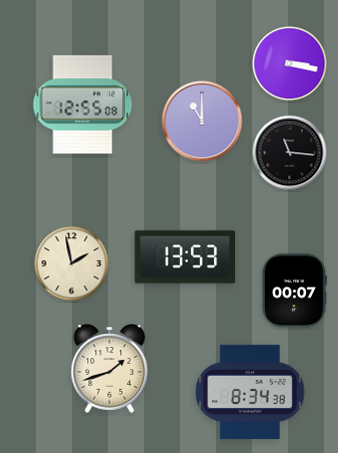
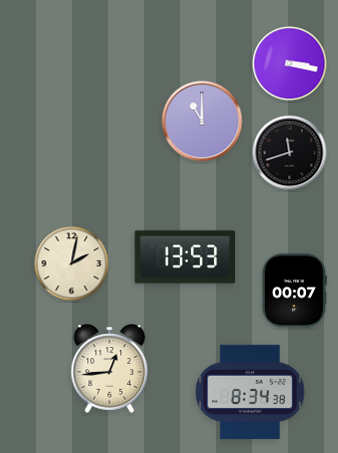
clock at (83, 105): 12:55 -> none
clock at (290, 153): 11:16 -> 11:42
clock at (72, 264): 1:58 -> 2:02
clock at (110, 368): 1:42 -> 12:44
